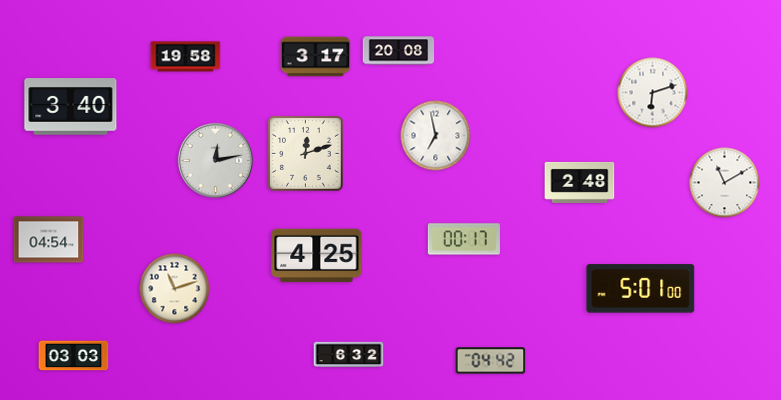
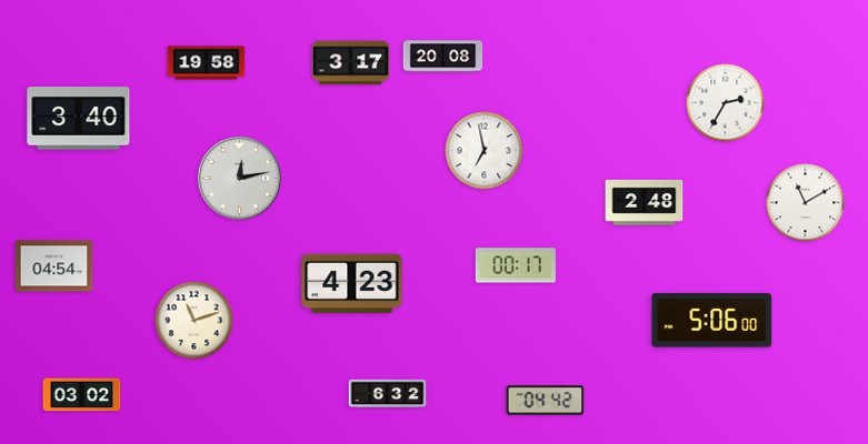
clock at (653, 93): 6:12 -> 2:35
clock at (306, 154): 12:12 -> none
clock at (317, 256): 4:25 -> 4:23
clock at (641, 289): 5:01 -> 5:06
clock at (74, 356): 03:03 -> 03:02
